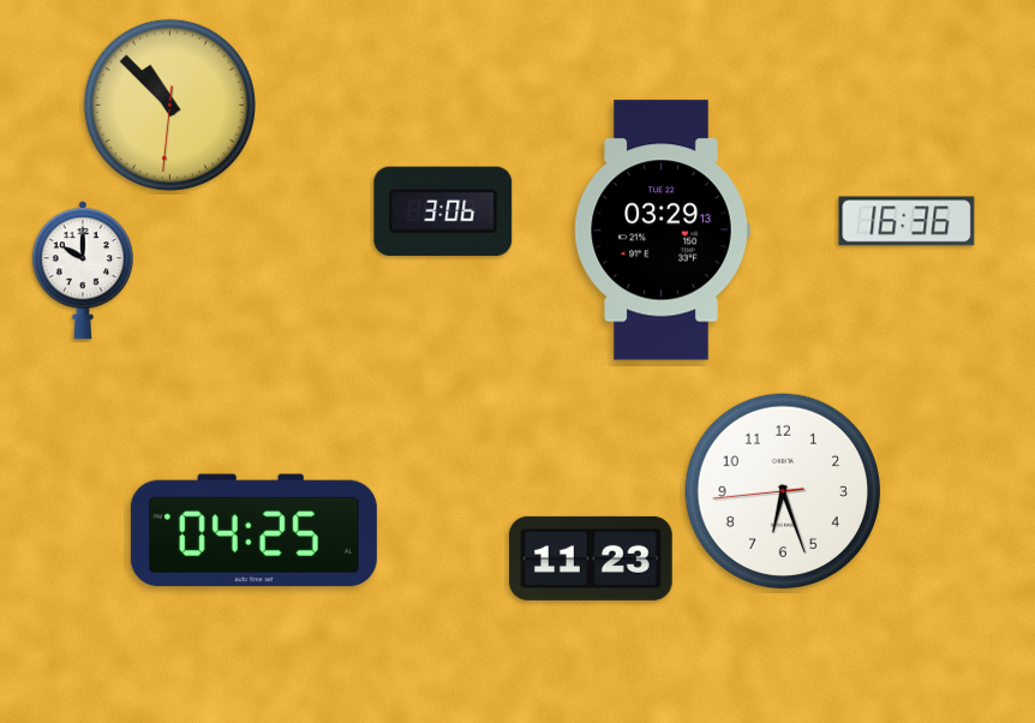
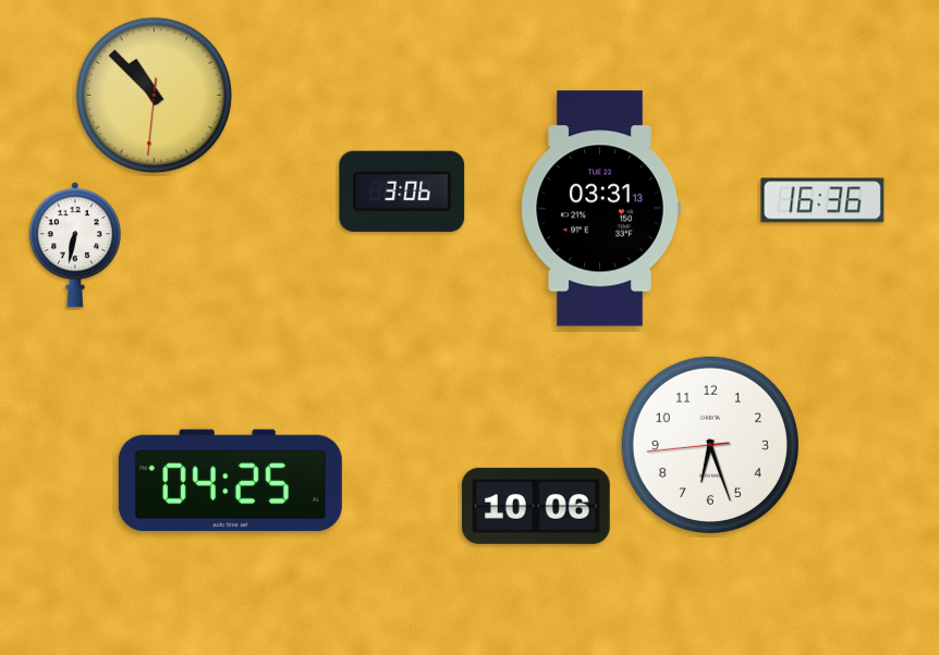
clock at (662, 231): 03:29 -> 03:31
clock at (83, 270): 10:00 -> 6:32
clock at (591, 558): 11:23 -> 10:06
